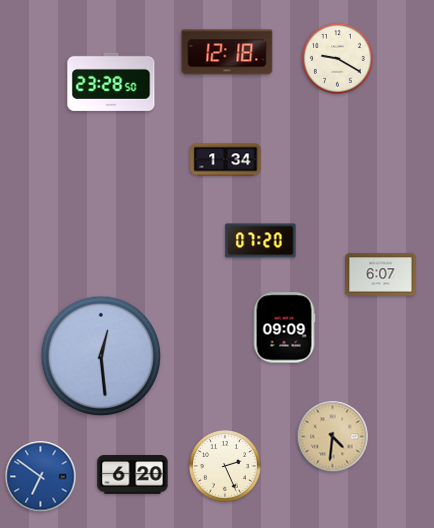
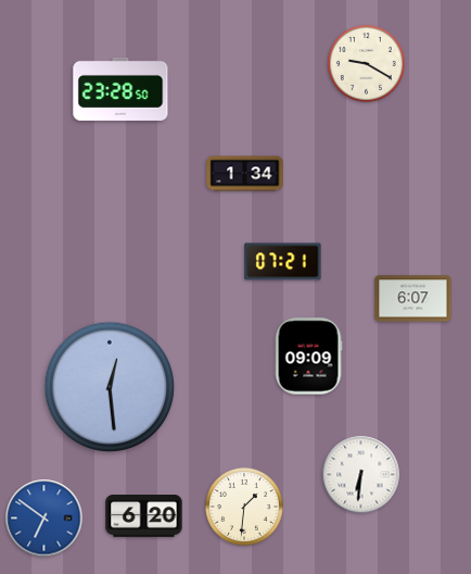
clock at (227, 52): 12:18 -> none
clock at (261, 241): 07:20 -> 07:21
clock at (333, 437): 4:31 -> 6:31
clock at (333, 437) dial: champagne -> white
clock at (225, 466): 2:26 -> 1:31
